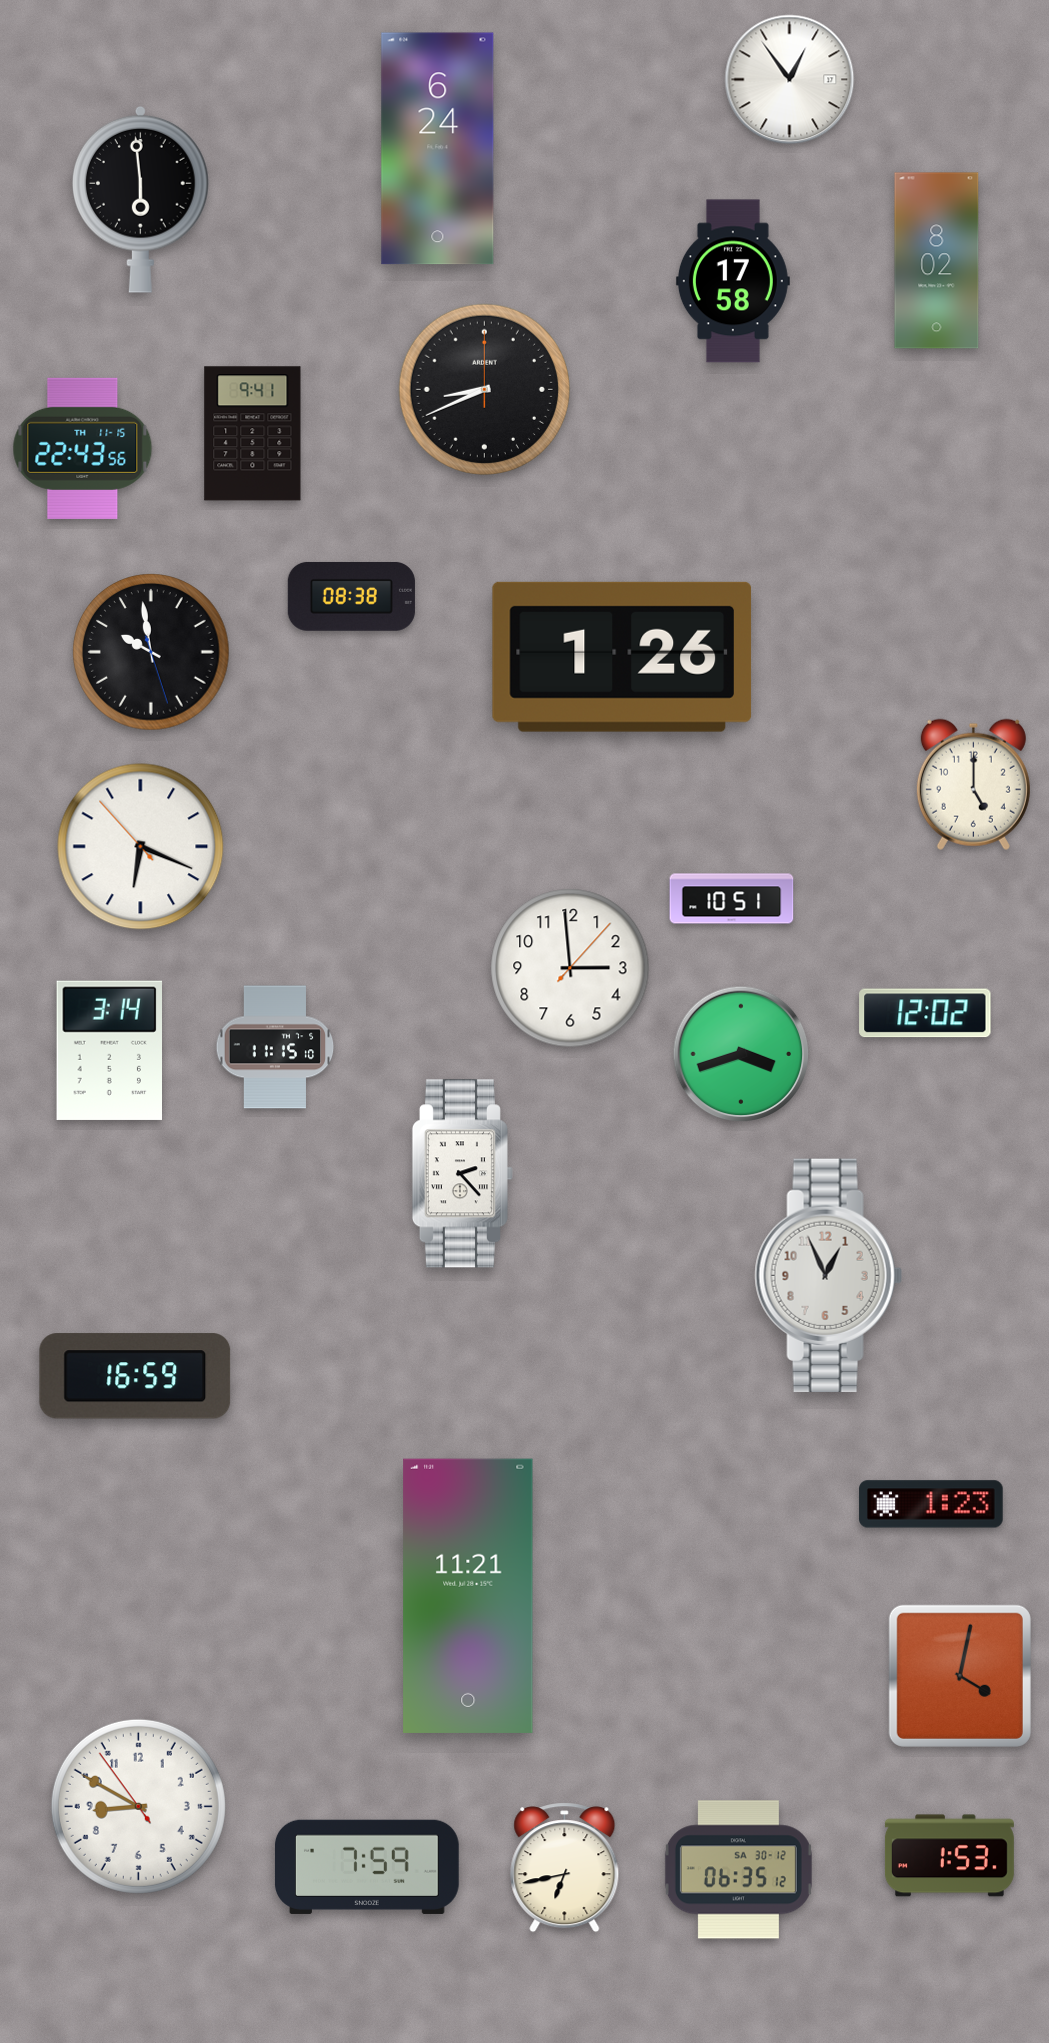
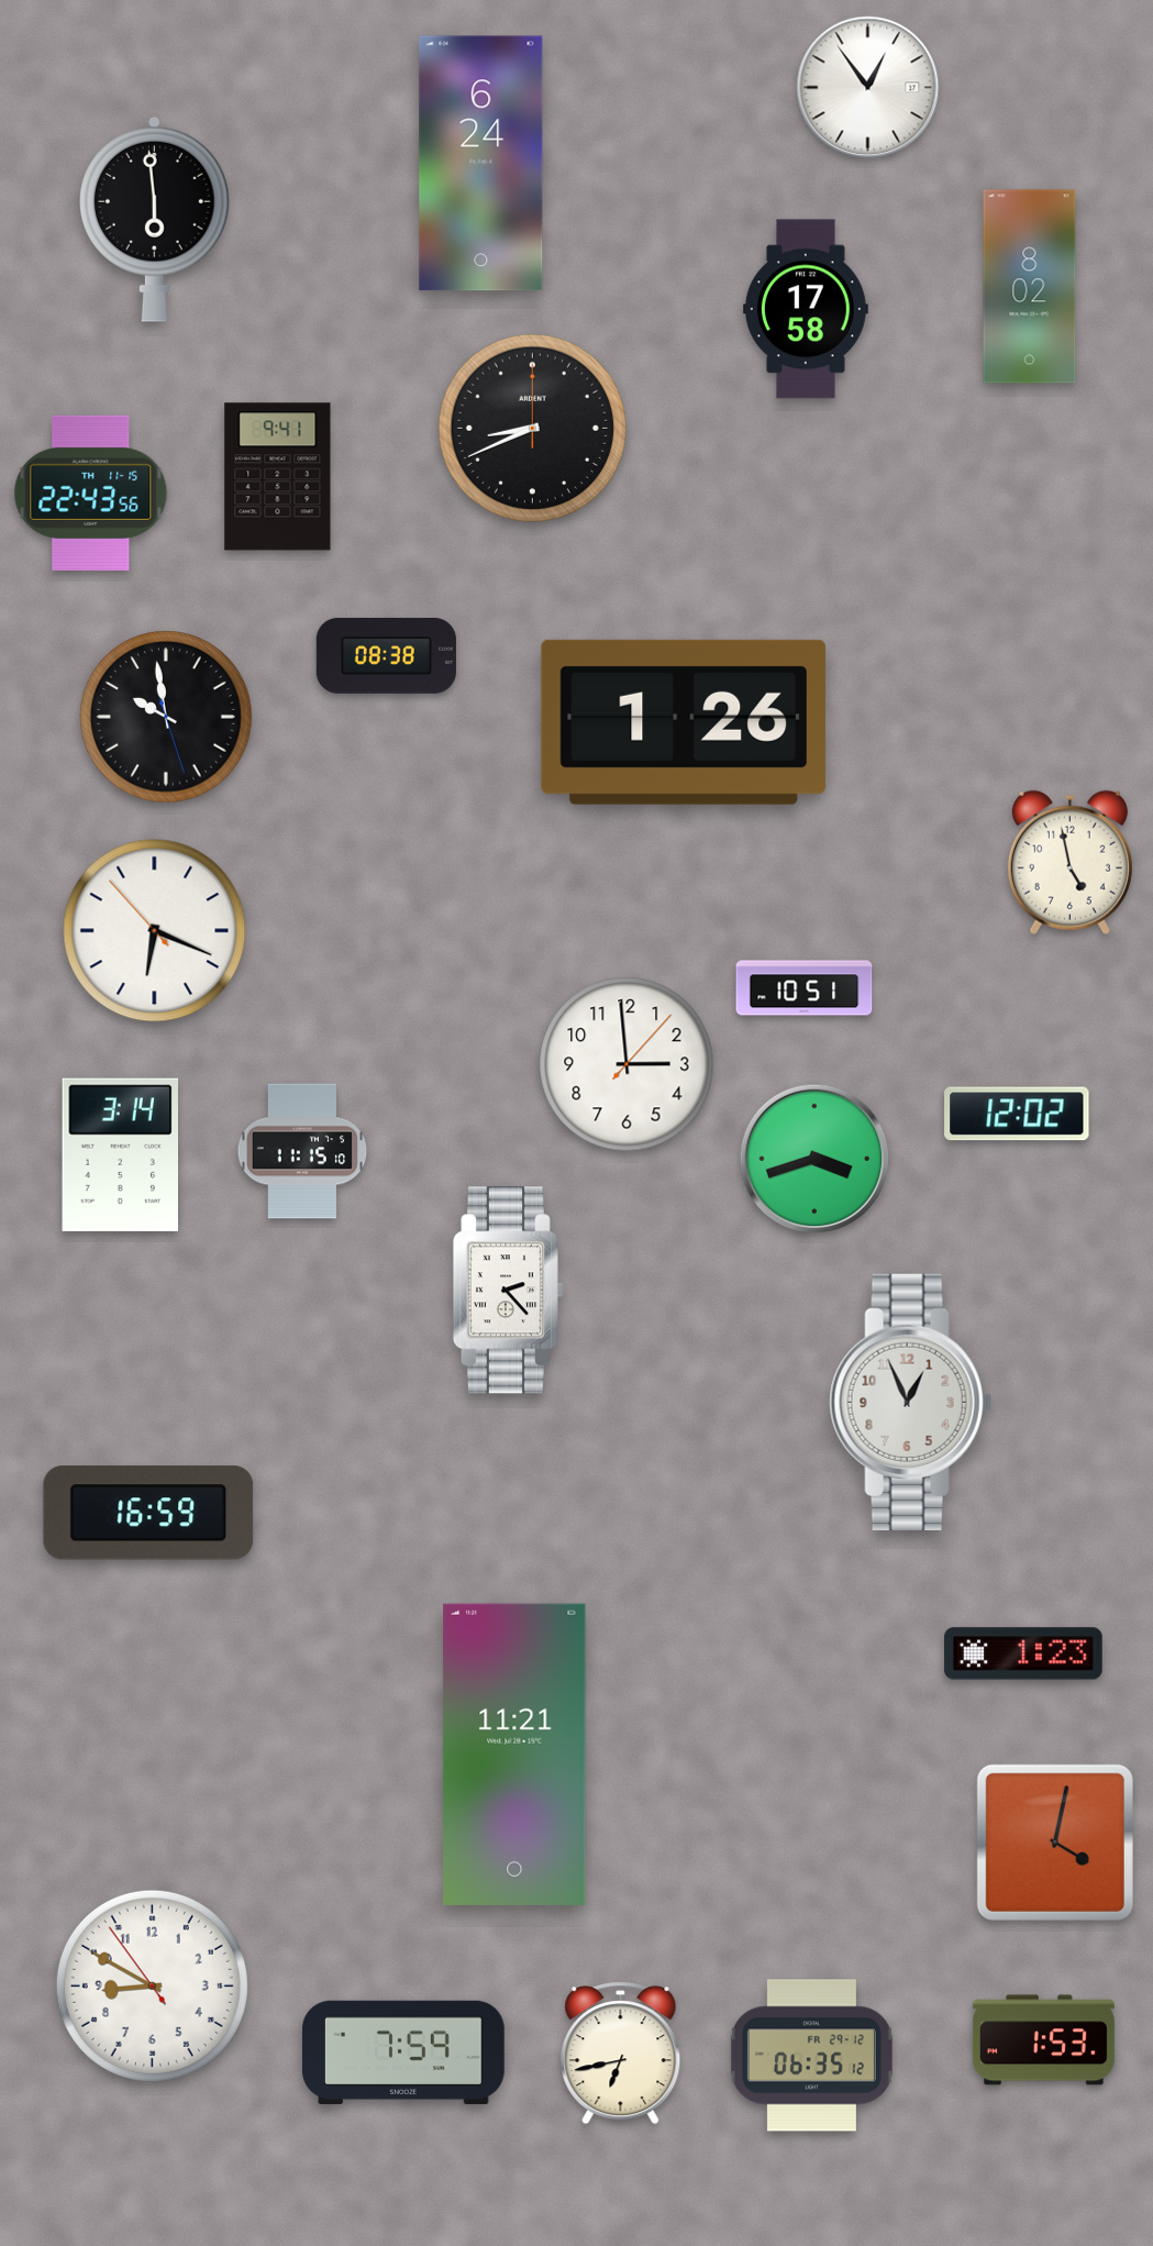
clock at (973, 784): 5:00 -> 4:58
clock at (738, 1870) date: SA 30-12 -> FR 29-12
